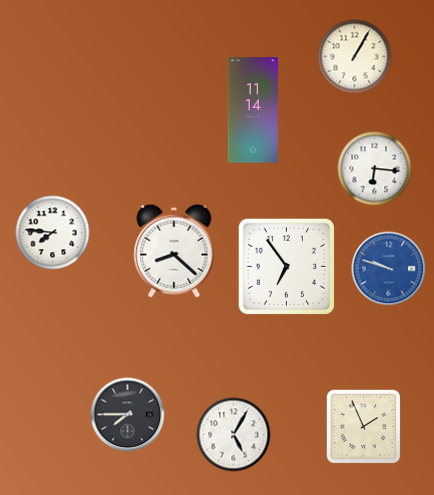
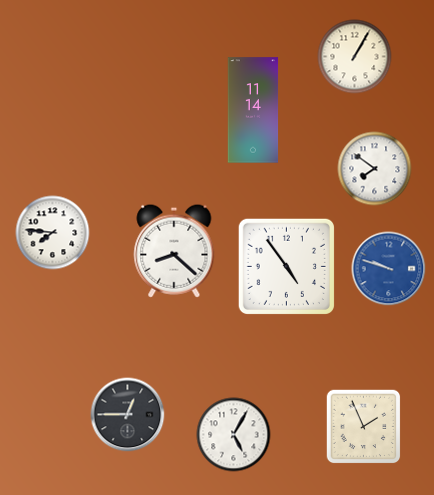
clock at (375, 169): 6:16 -> 7:51
clock at (286, 266): 6:54 -> 4:54
clock at (128, 415): 7:45 -> 12:45
